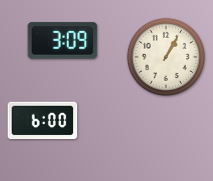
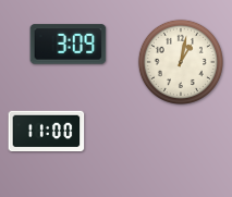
clock at (166, 57): 1:05 -> 1:02
clock at (43, 121): 6:00 -> 11:00
